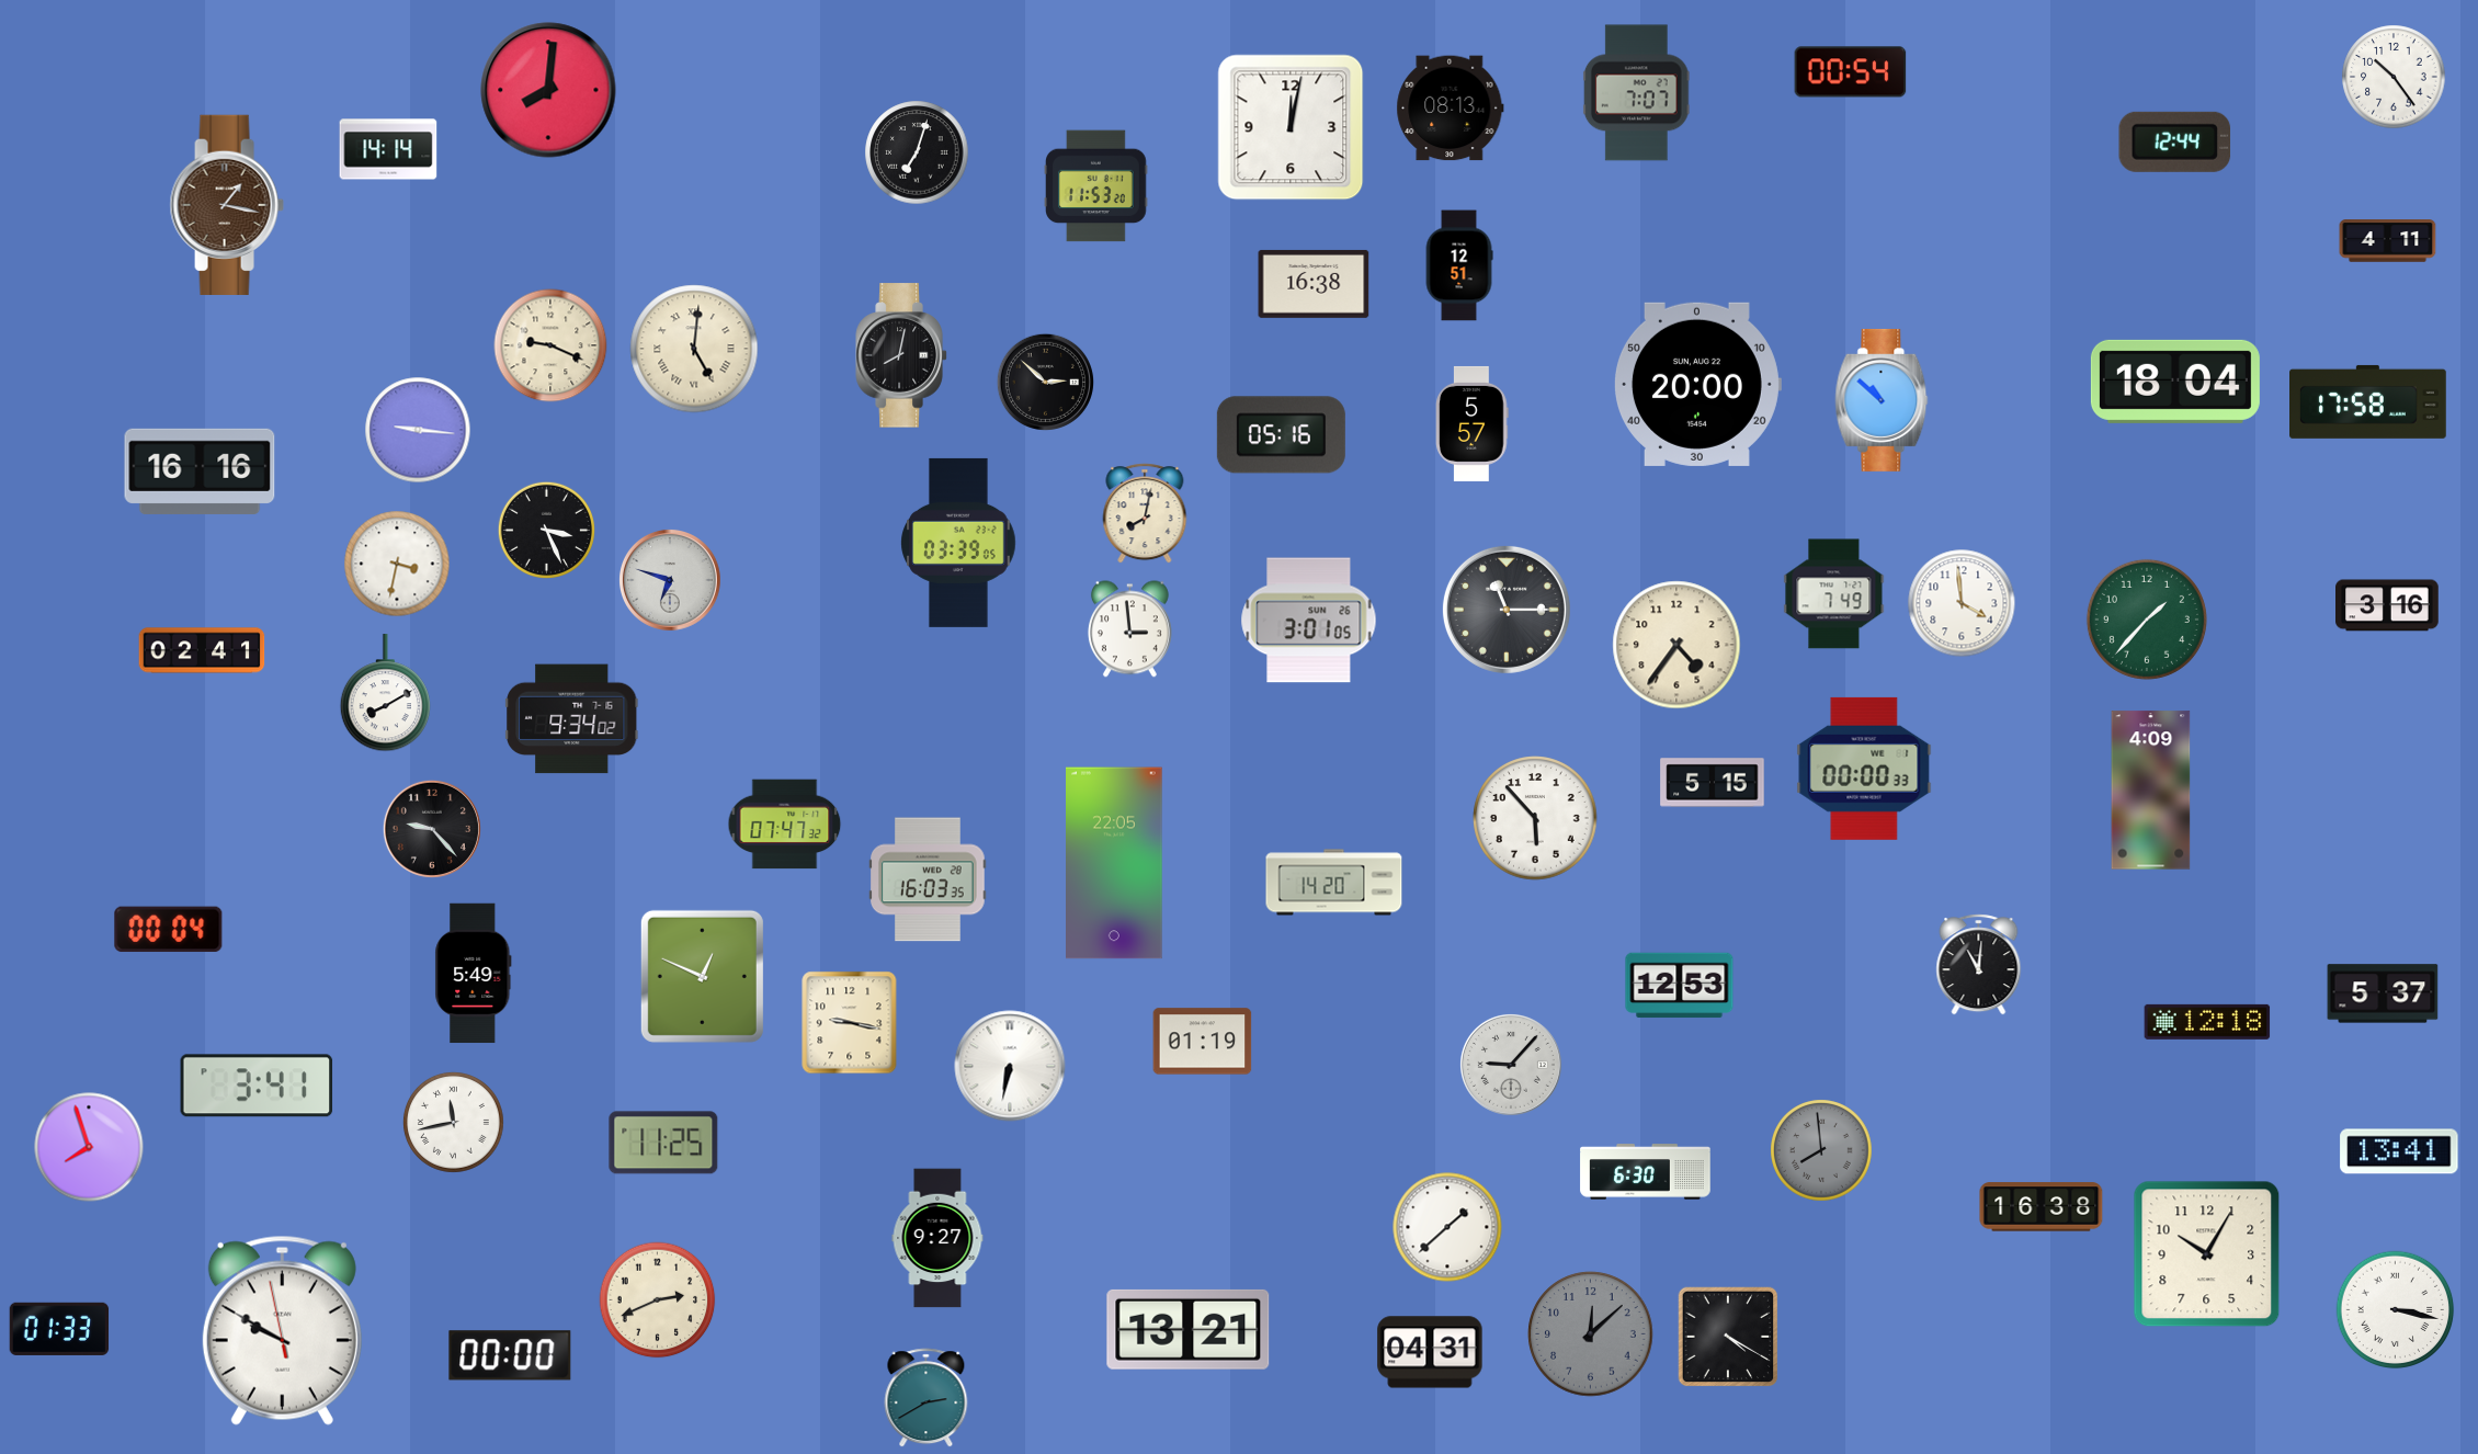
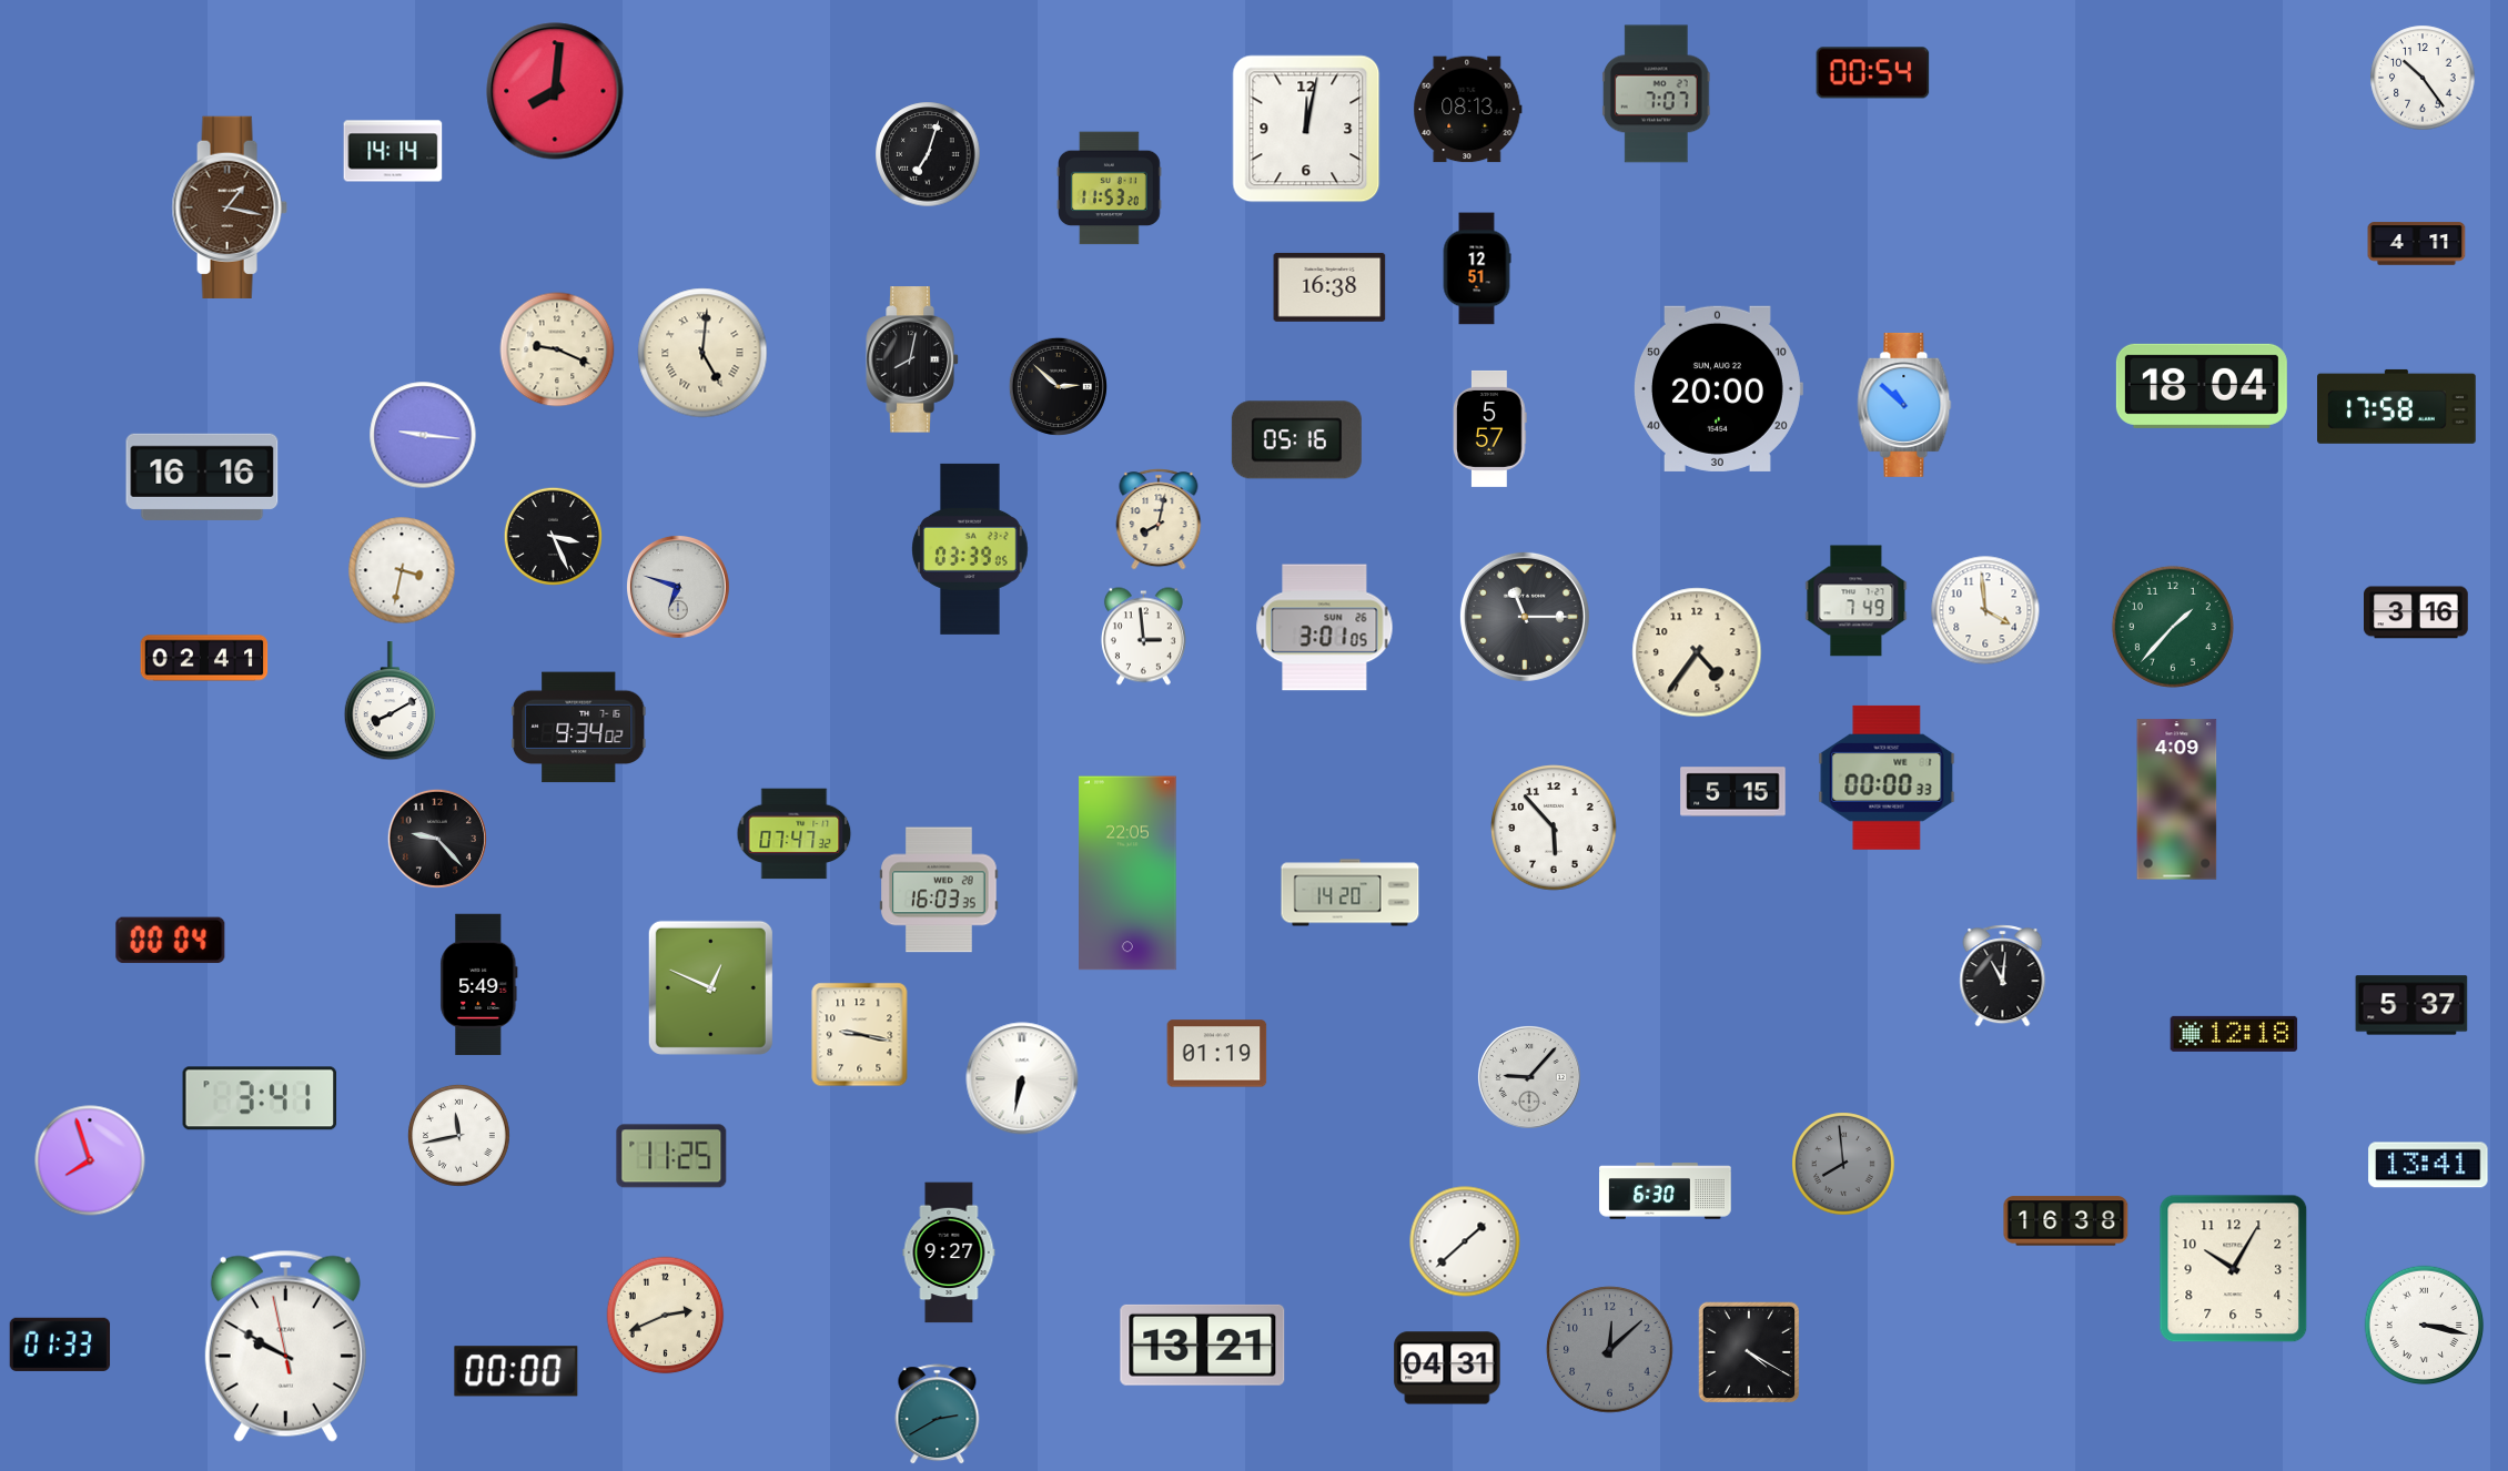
clock at (2175, 141): 12:44 -> none
clock at (1680, 986): 12:53 -> none
clock at (1646, 1172) position: (1646, 1172) -> (1666, 1191)
